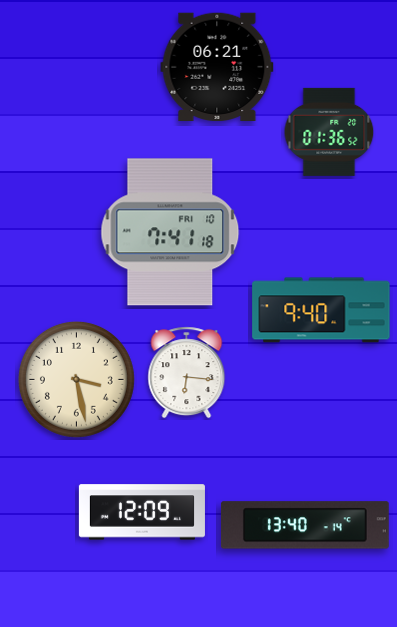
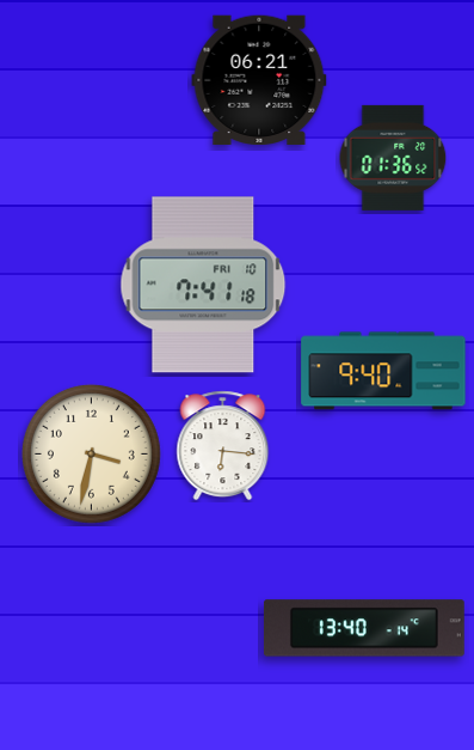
clock at (170, 232) position: (170, 232) -> (203, 285)
clock at (76, 379): 3:28 -> 3:32
clock at (142, 512): 12:09 -> none
